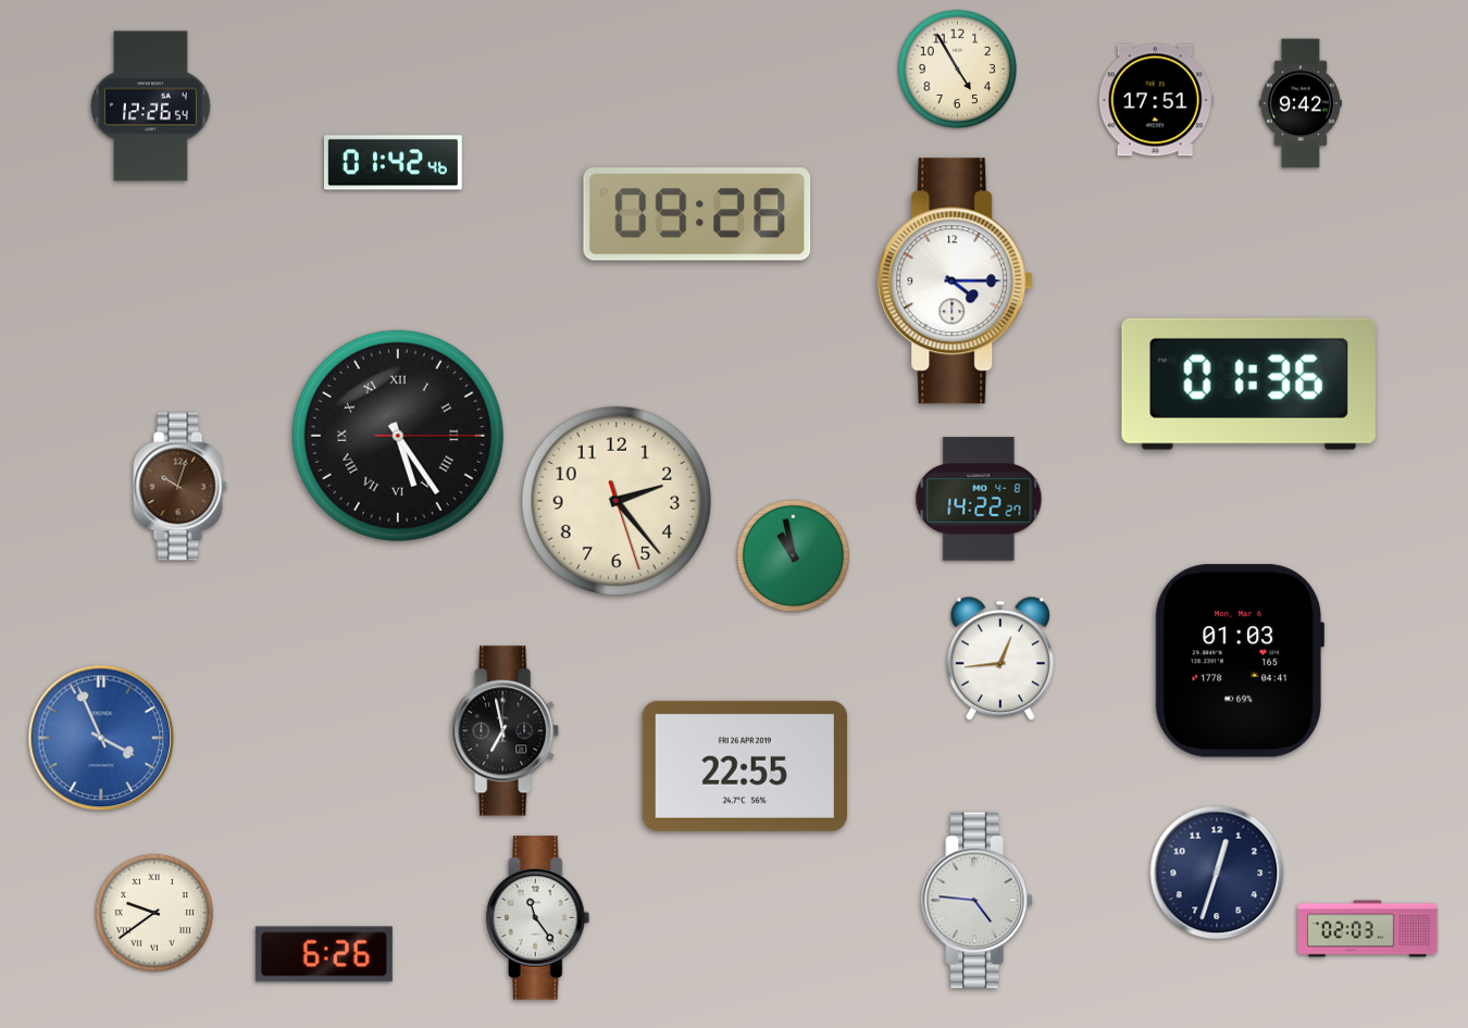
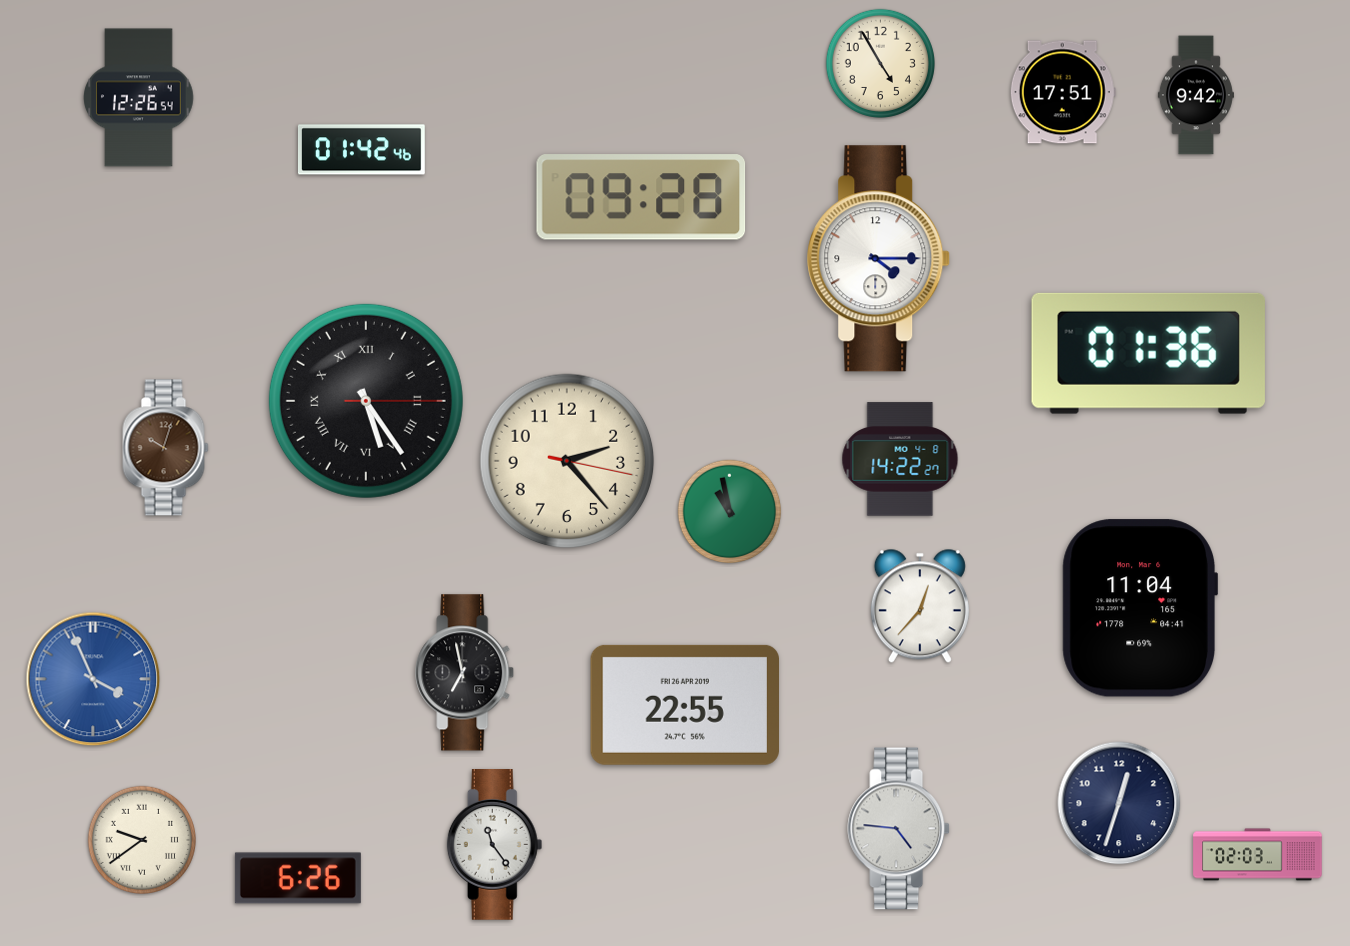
clock at (617, 501): 2:23:27 -> 2:23:17
clock at (1000, 659): 12:44 -> 12:37
clock at (1239, 661): 01:03 -> 11:04
